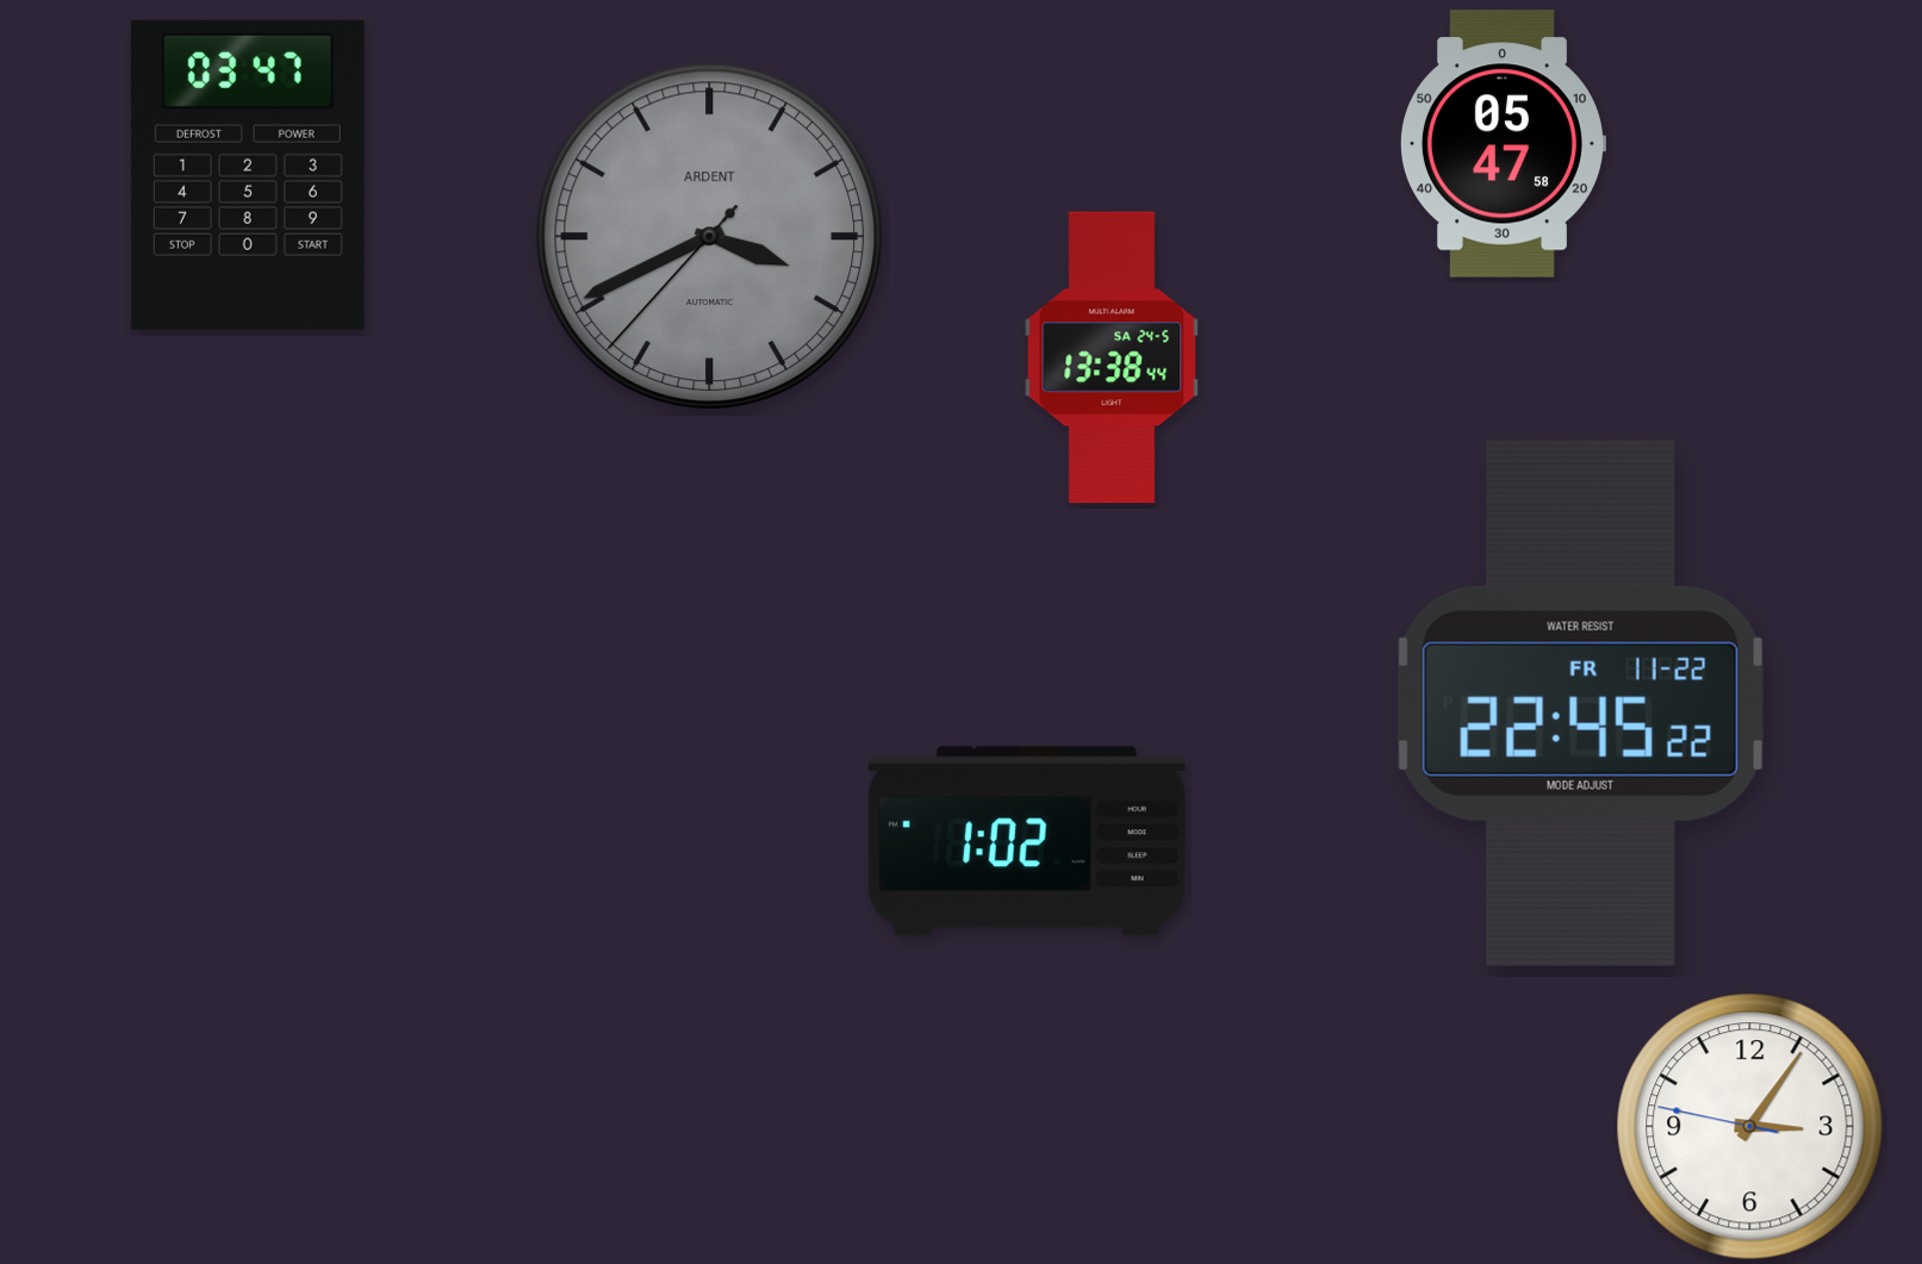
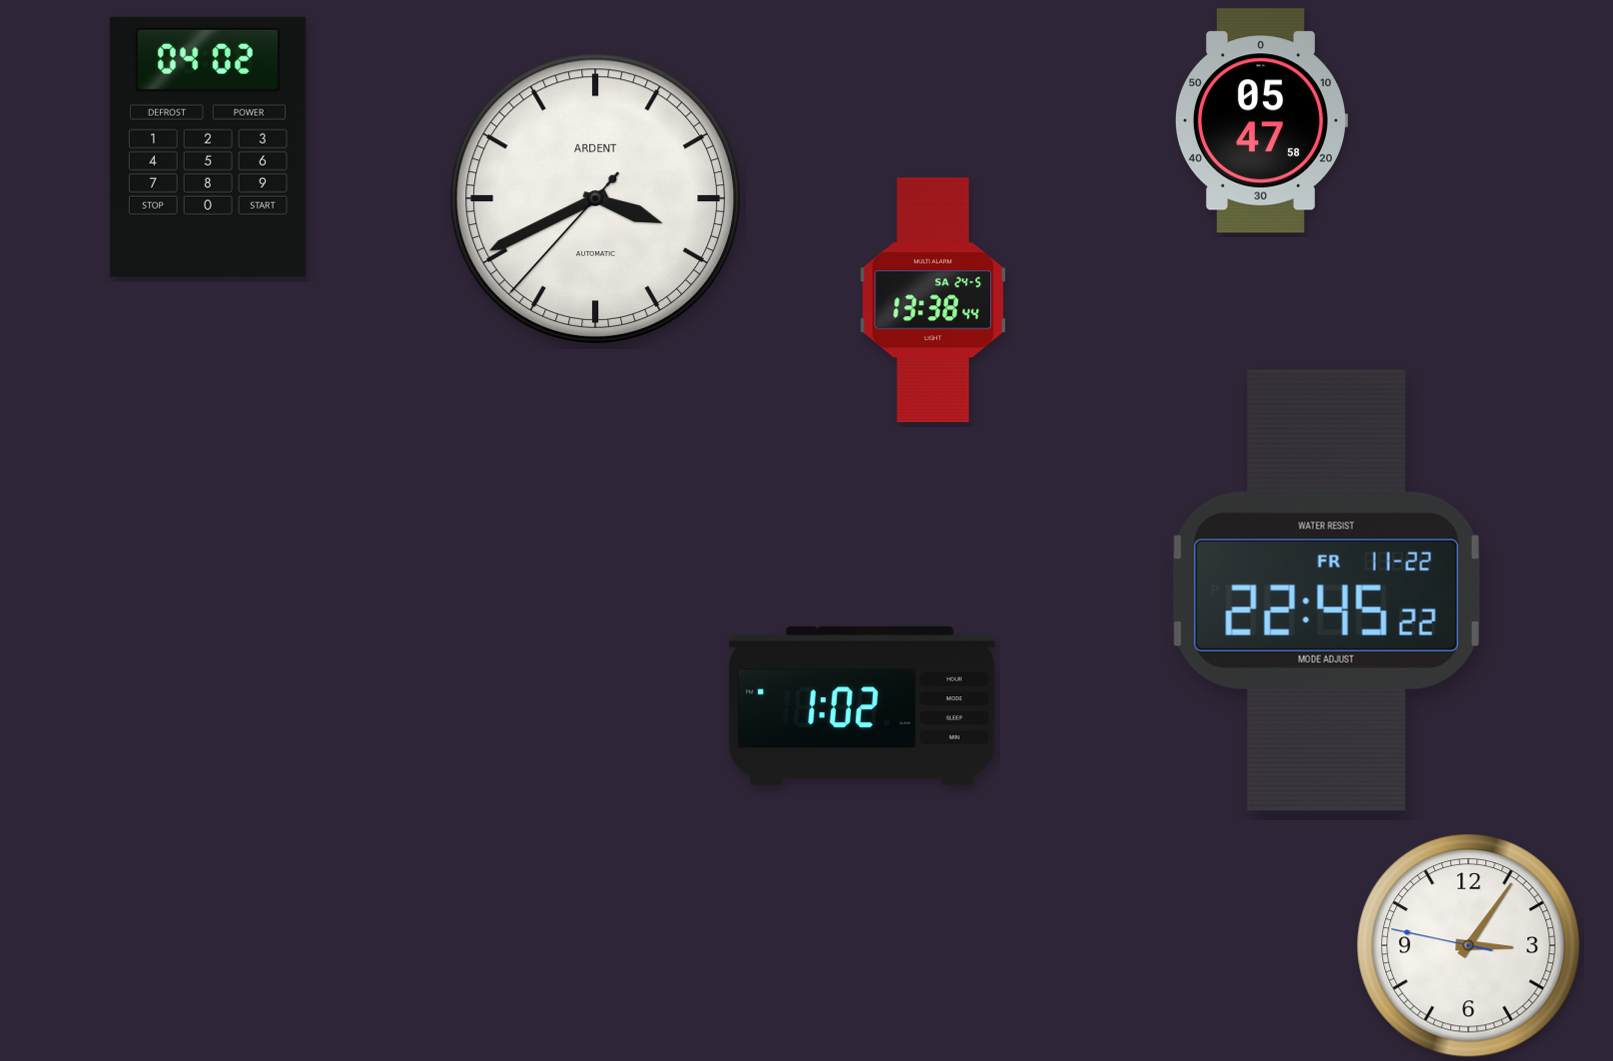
clock at (248, 175): 03:47 -> 04:02
clock at (710, 237) dial: grey -> white
